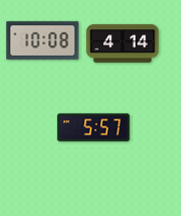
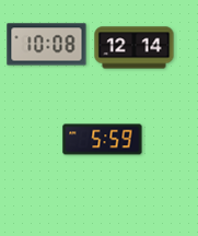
clock at (123, 44): 4:14 -> 12:14
clock at (94, 128): 5:57 -> 5:59
